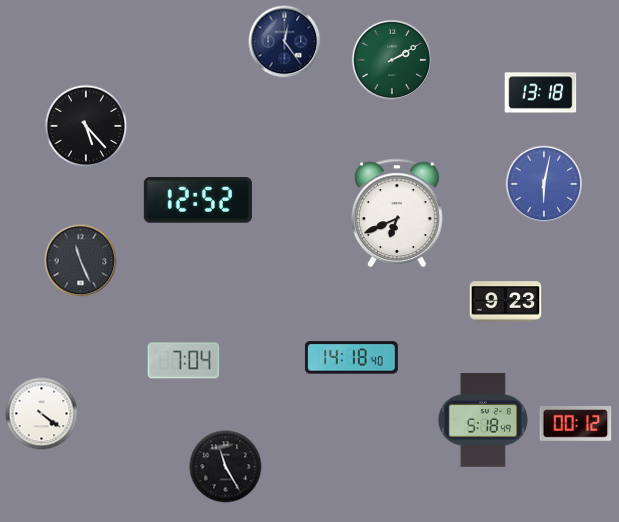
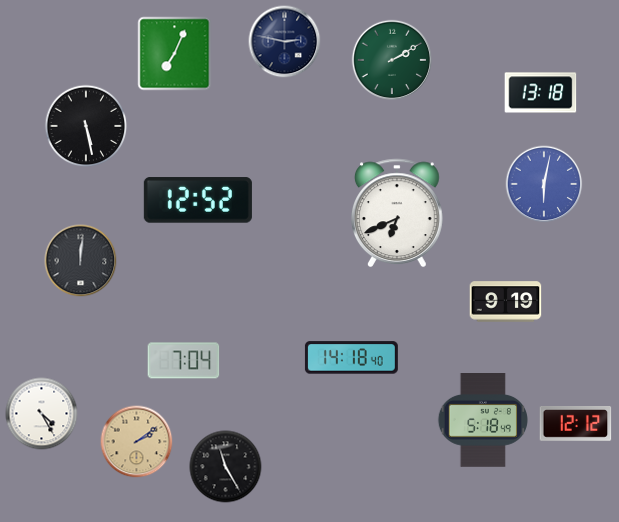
clock at (285, 42): 12:24 -> 2:47
clock at (175, 54): none -> 7:04
clock at (86, 126): 5:23 -> 5:28
clock at (81, 261): 11:26 -> 12:01
clock at (506, 302): 9:23 -> 9:19
clock at (42, 414): 4:21 -> 4:25
clock at (576, 424): 00:12 -> 12:12
clock at (137, 442): none -> 2:09
